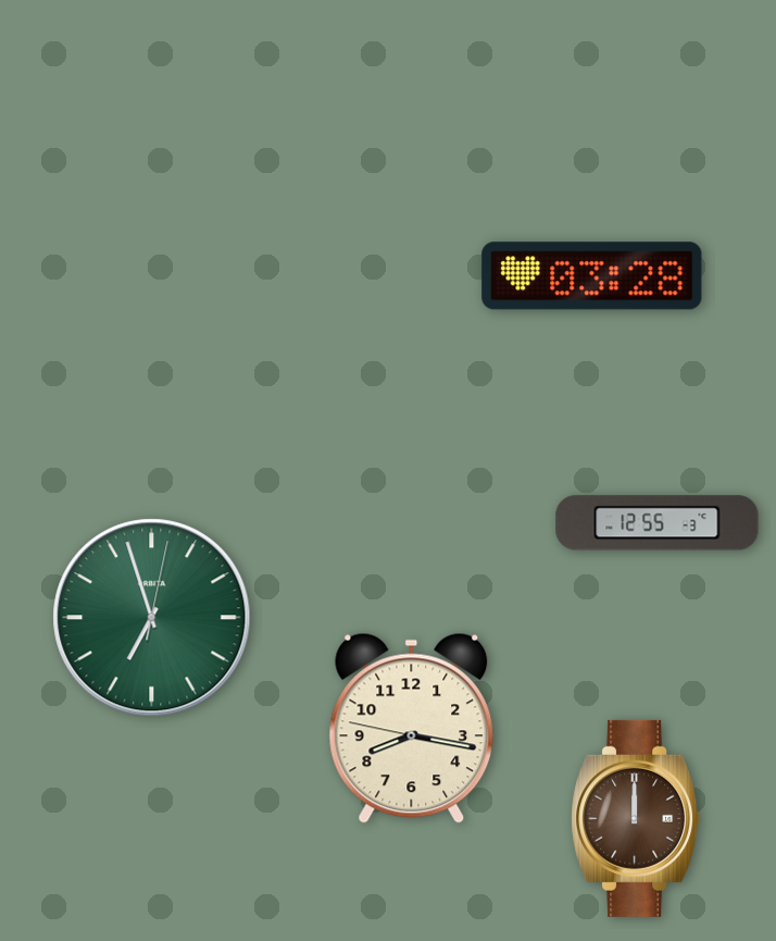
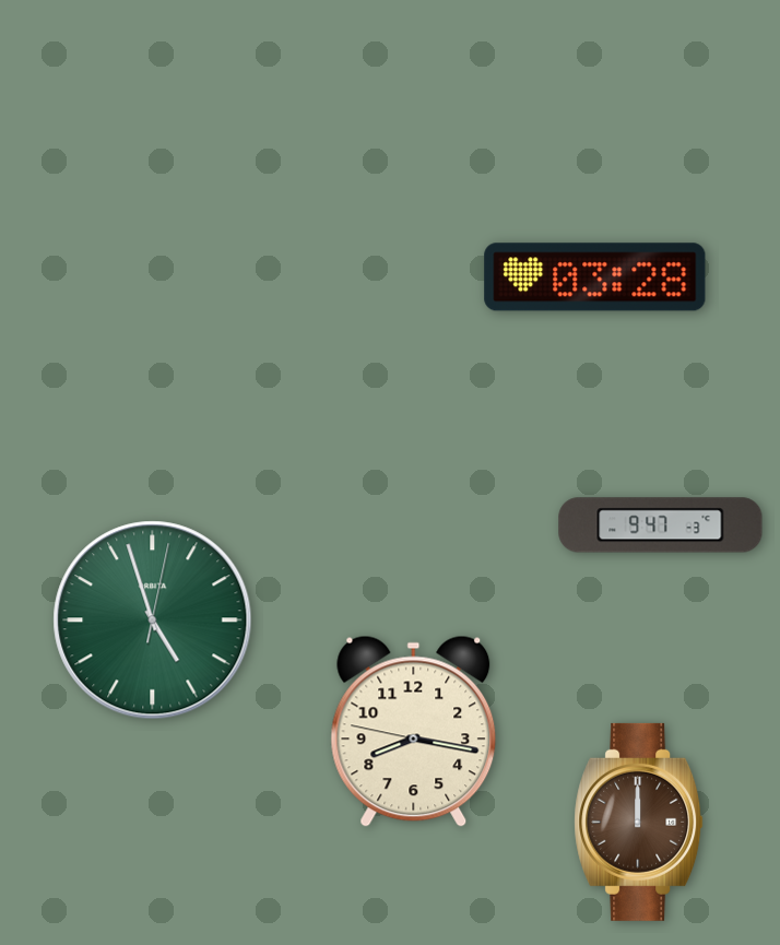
clock at (658, 523): 12:55 -> 9:47
clock at (152, 618): 6:57 -> 4:57
